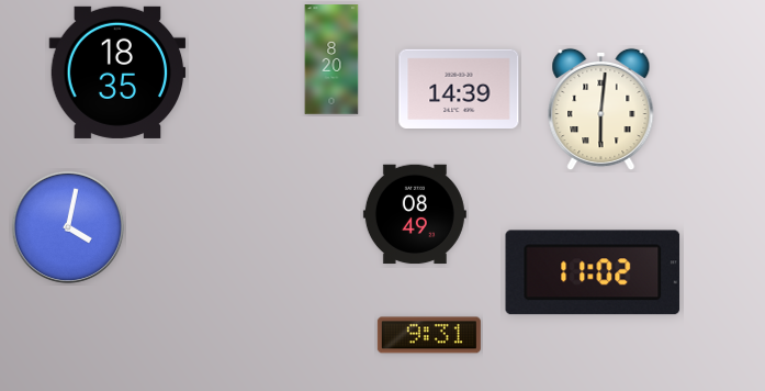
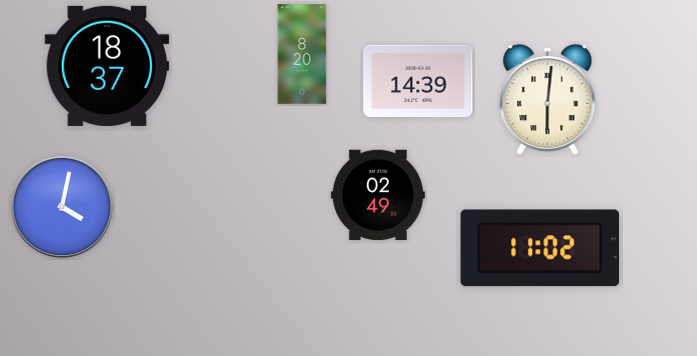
clock at (117, 72): 18:35 -> 18:37
clock at (415, 214): 08:49 -> 02:49
clock at (429, 335): 9:31 -> none
